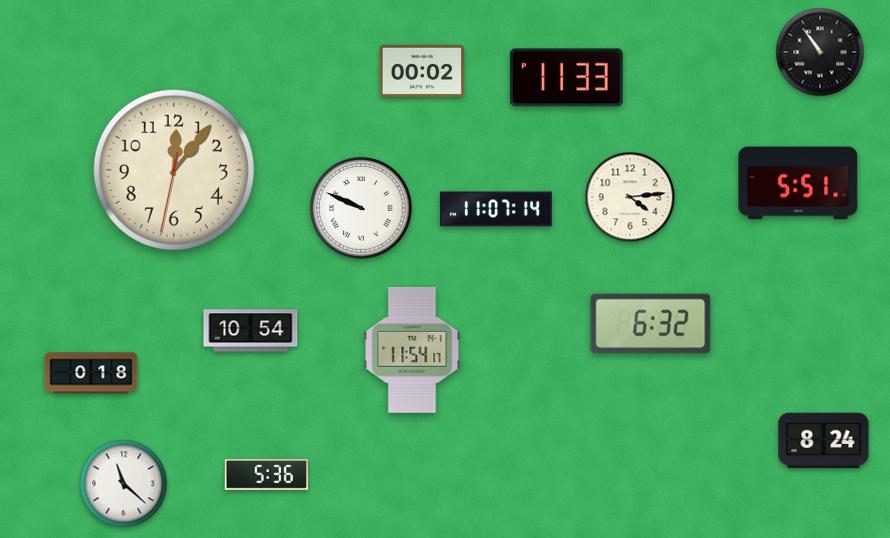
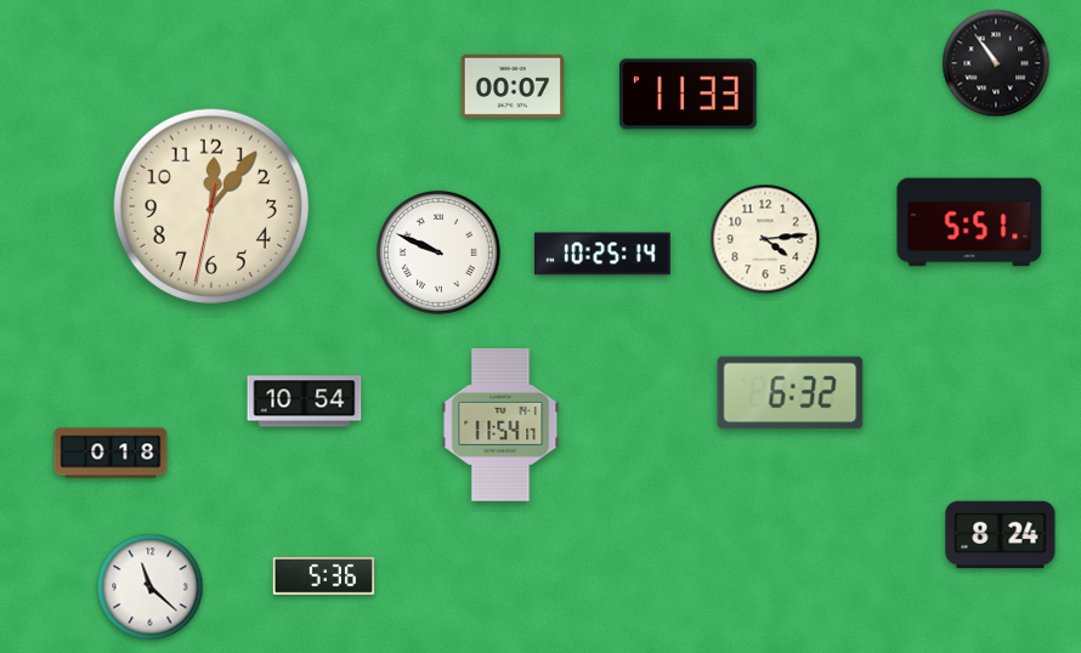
clock at (422, 71): 00:02 -> 00:07
clock at (496, 209): 11:07 -> 10:25
